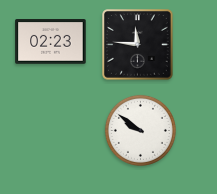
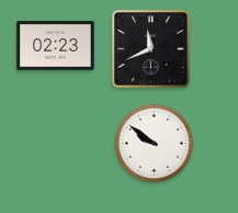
clock at (138, 45): 11:46 -> 11:41
